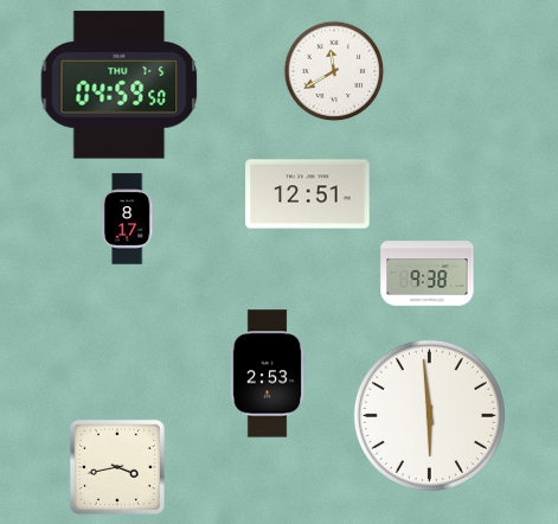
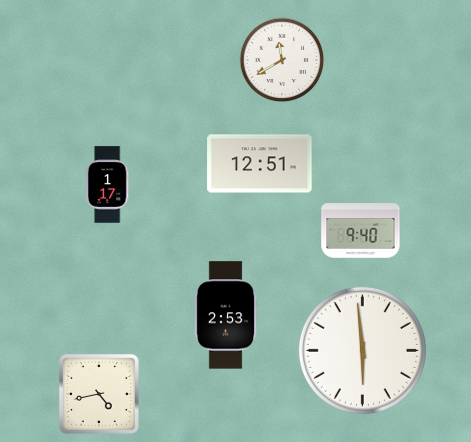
clock at (120, 85): 04:59 -> none
clock at (127, 219): 8:17 -> 1:17
clock at (428, 274): 9:38 -> 9:40
clock at (117, 467): 3:43 -> 4:43
